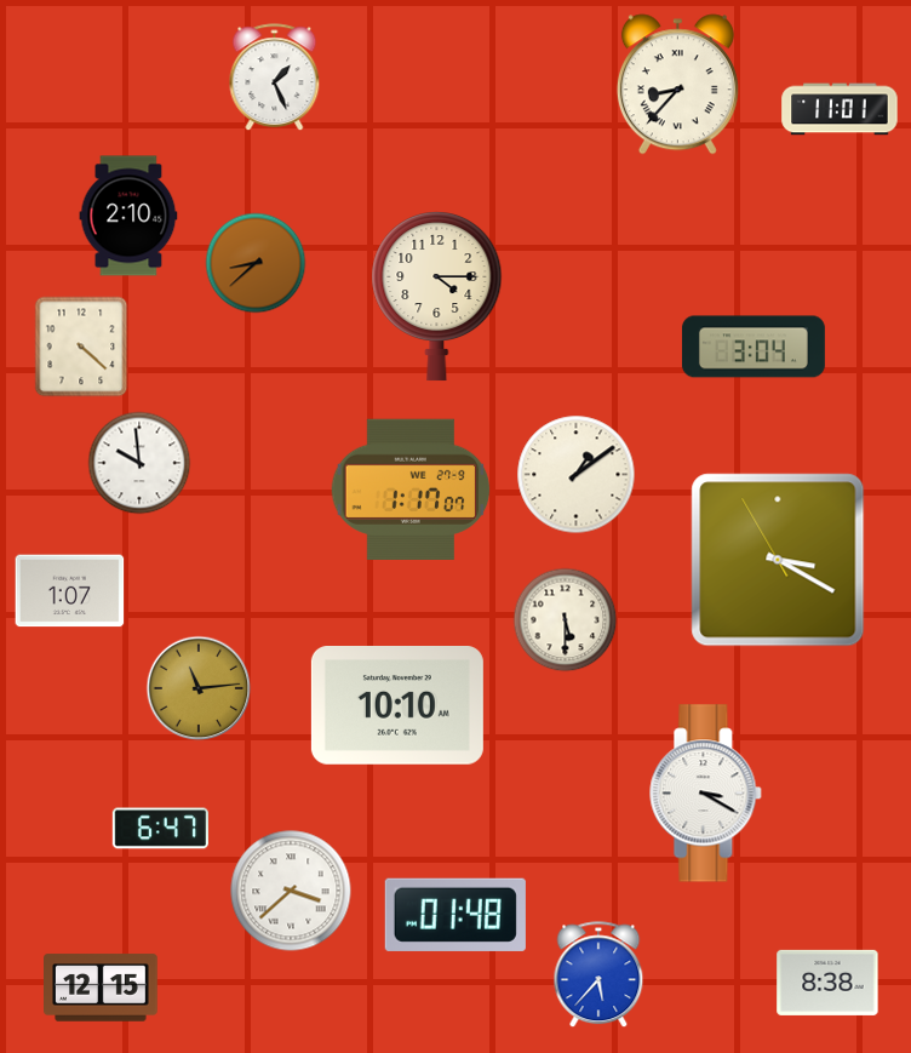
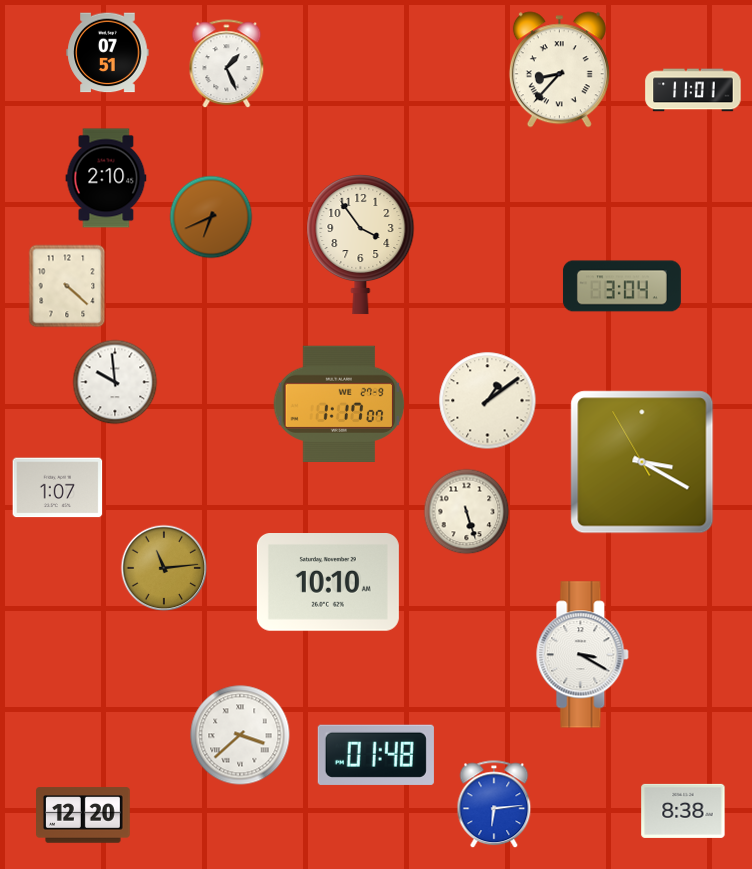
clock at (108, 53): none -> 07:51
clock at (256, 263): 8:38 -> 6:41
clock at (437, 297): 4:15 -> 3:54
clock at (577, 475) position: (577, 475) -> (488, 401)
clock at (566, 620): 5:30 -> 5:27
clock at (160, 829): 6:47 -> none
clock at (598, 975): 5:37 -> 6:14
clock at (102, 988): 12:15 -> 12:20
